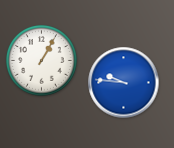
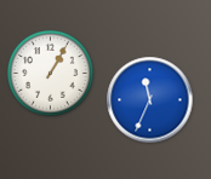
clock at (124, 83): 9:46 -> 11:34
